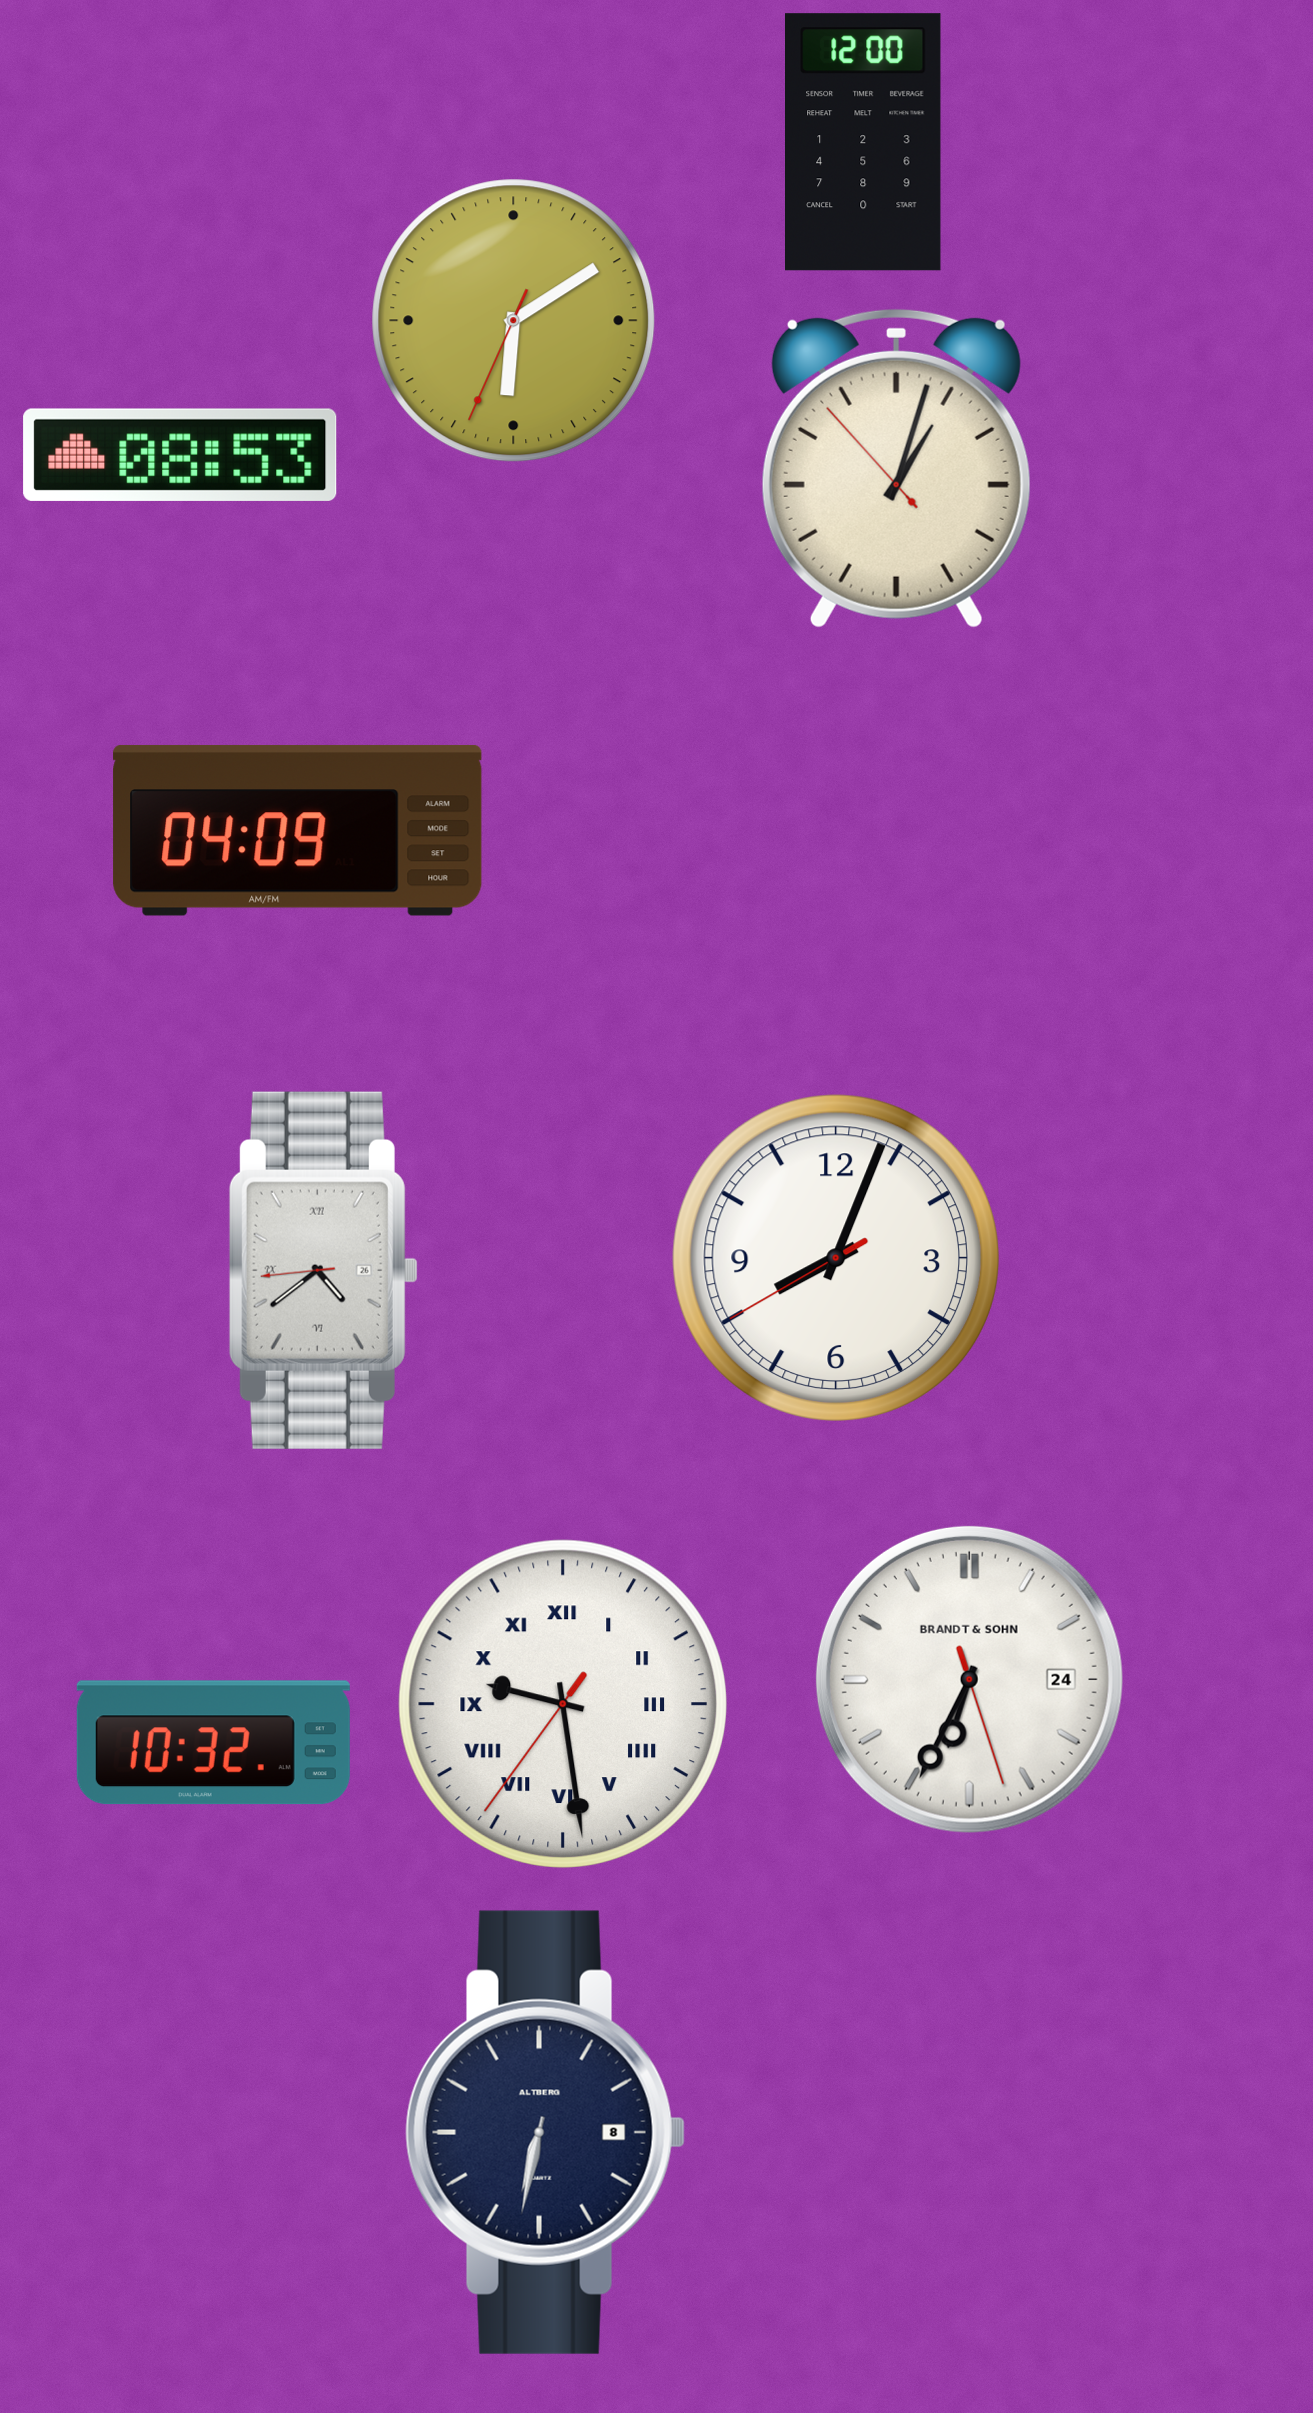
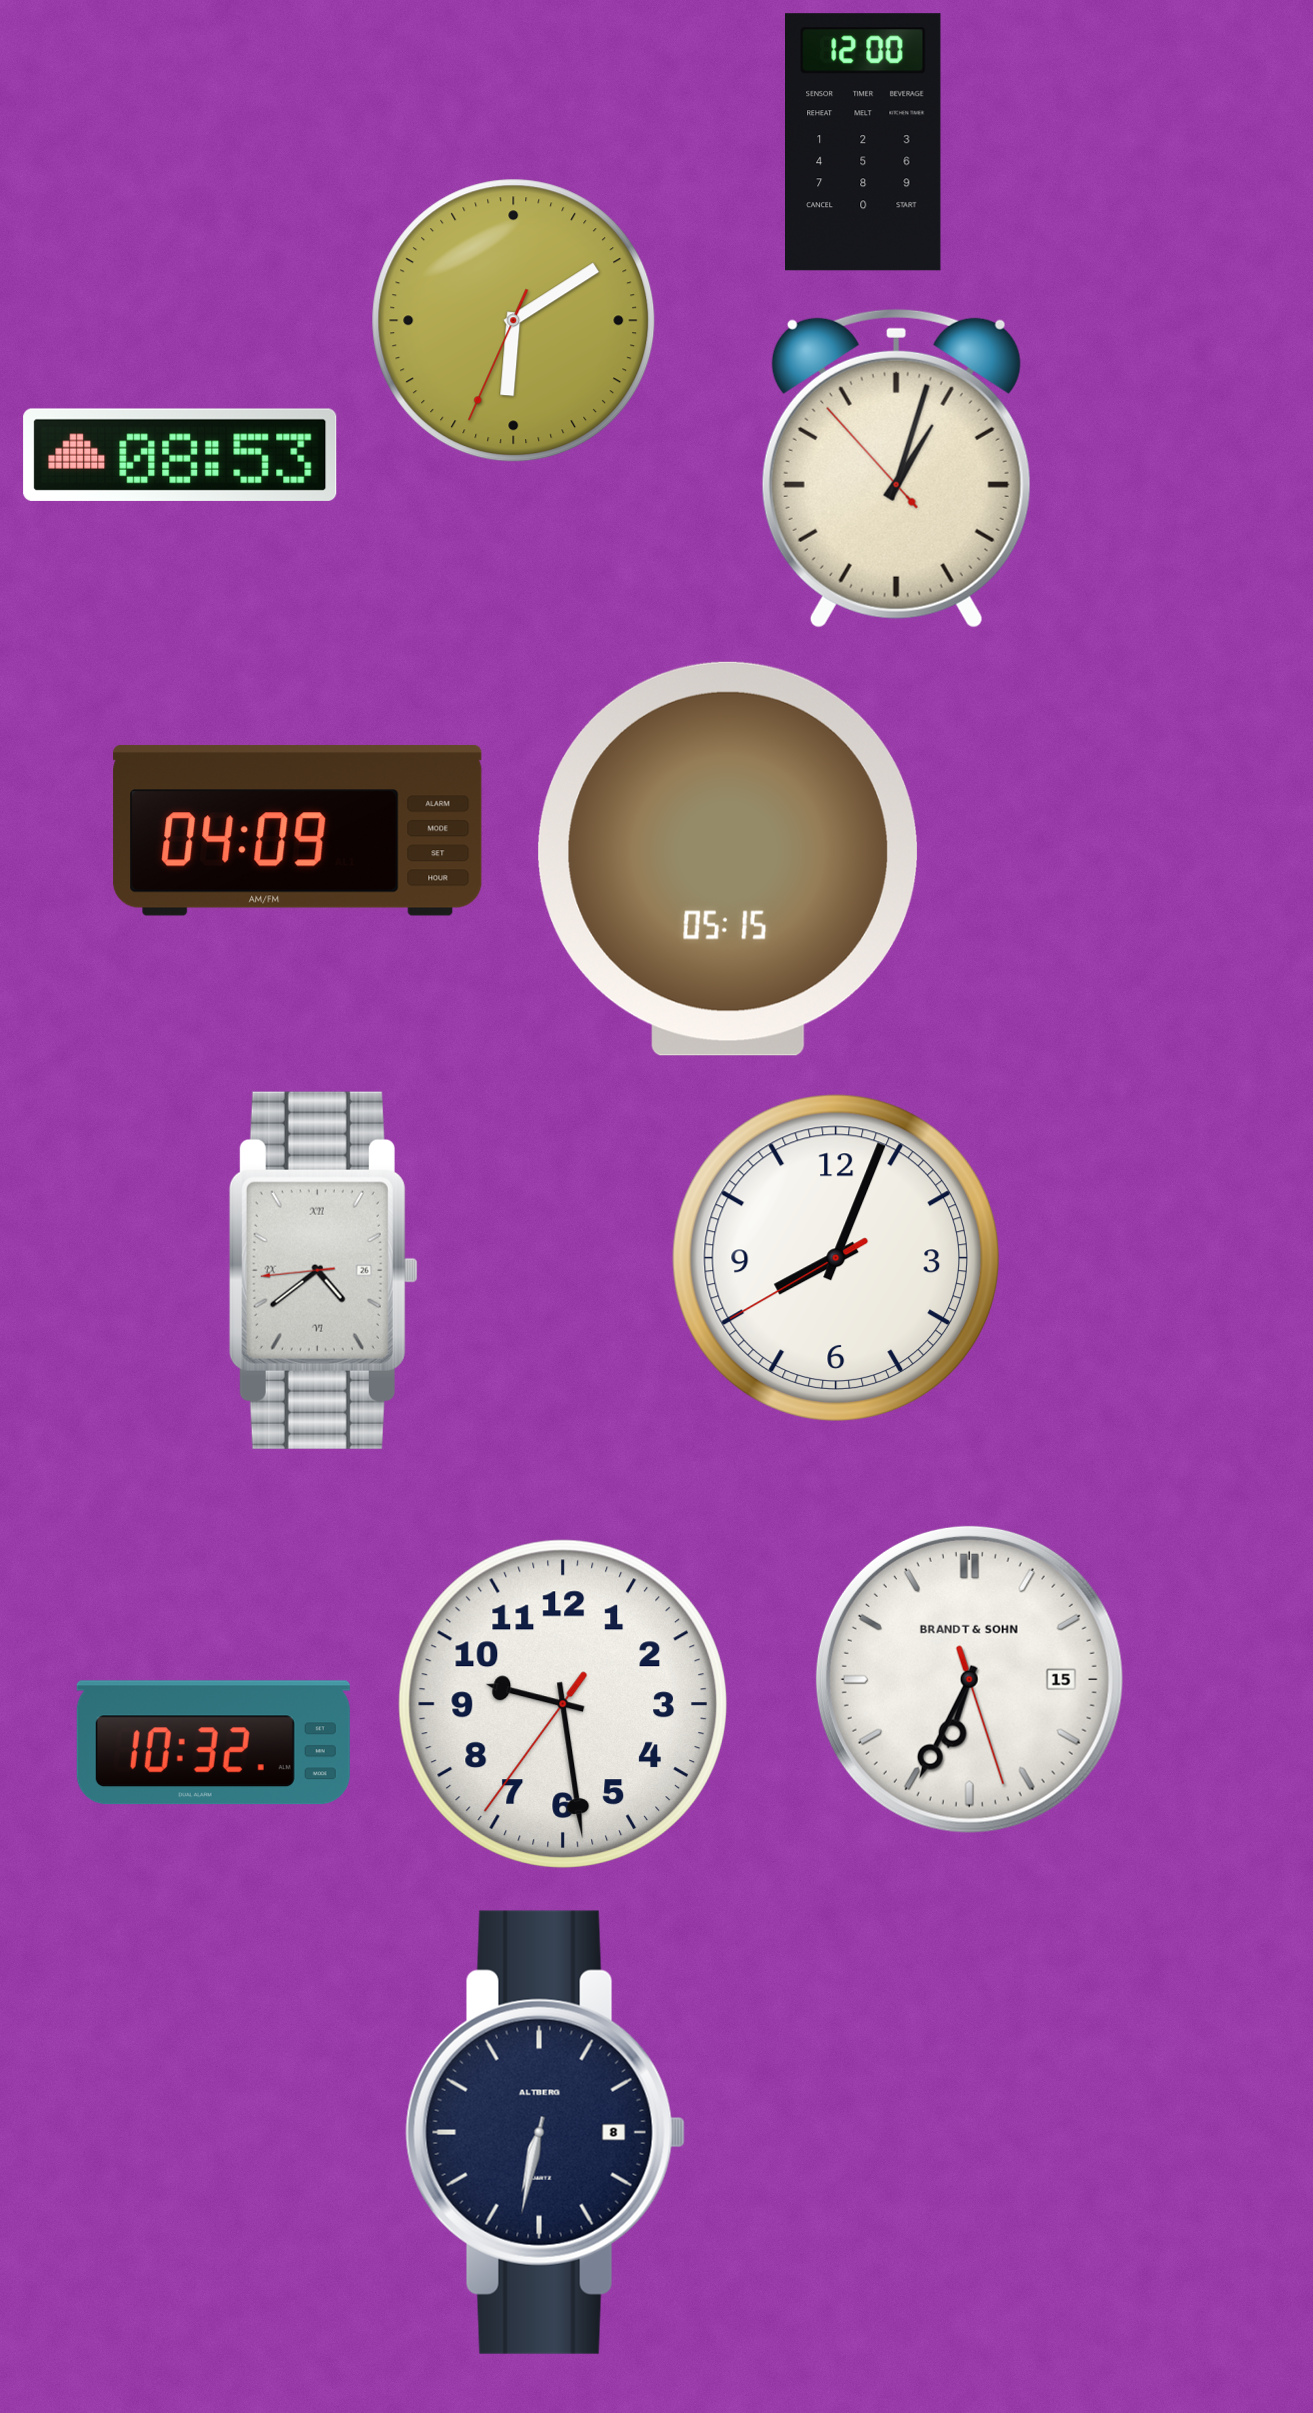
clock at (728, 859): none -> 05:15
clock at (969, 1679) date: 24 -> 15
clock at (563, 1704) numerals: Roman -> Arabic
